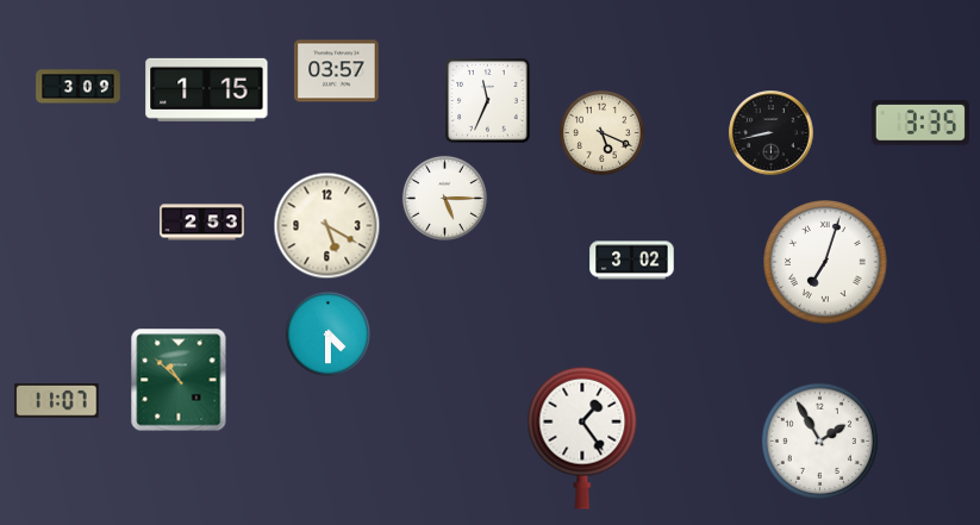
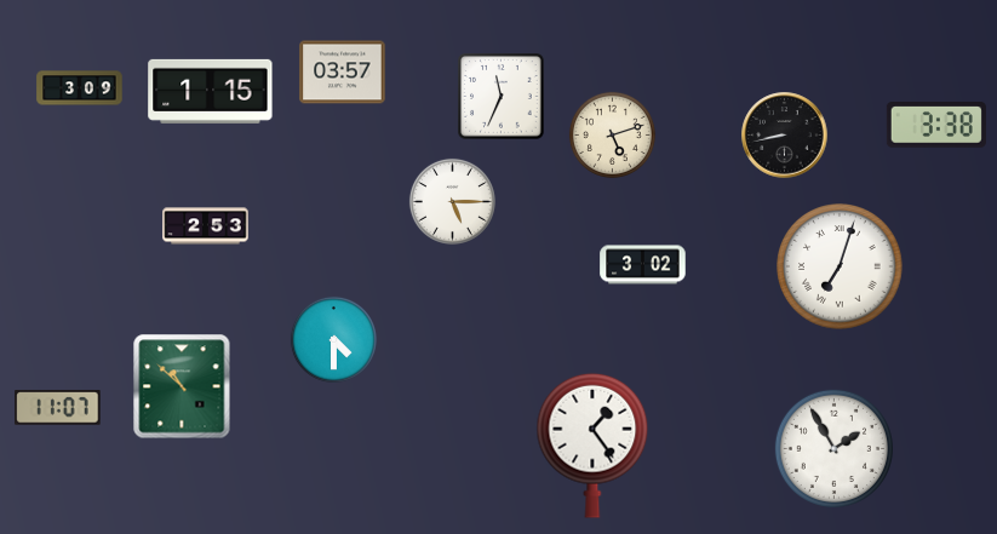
clock at (488, 101) position: (488, 101) -> (502, 97)
clock at (920, 124): 3:35 -> 3:38
clock at (601, 132): 5:19 -> 5:12
clock at (327, 226): 5:20 -> none
